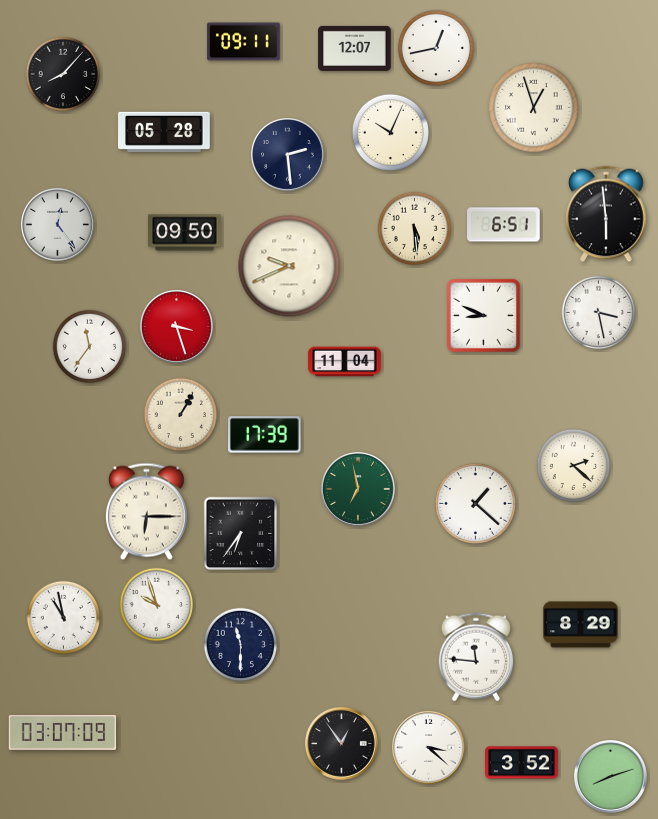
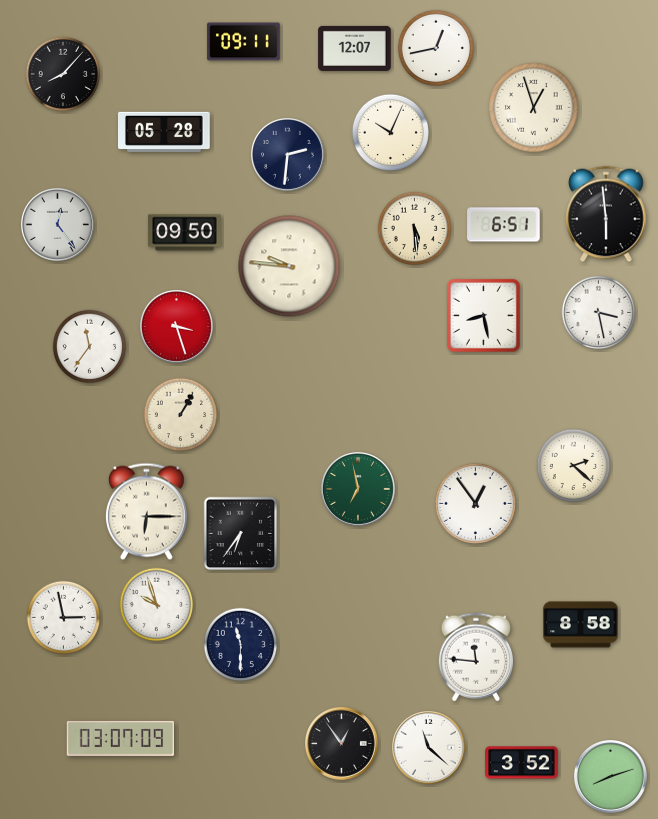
clock at (288, 155): 2:29 -> 2:31
clock at (289, 266): 9:41 -> 9:46
clock at (483, 315): 8:49 -> 8:28
clock at (345, 362): 11:04 -> none
clock at (265, 435): 17:39 -> none
clock at (475, 503): 1:22 -> 12:54
clock at (64, 618): 10:58 -> 2:58
clock at (581, 625): 8:29 -> 8:58
clock at (62, 732) position: (62, 732) -> (120, 738)
clock at (429, 748): 3:22 -> 11:22
